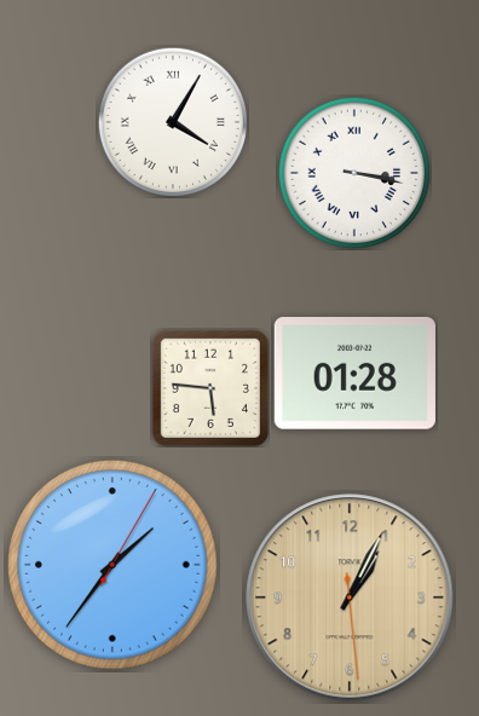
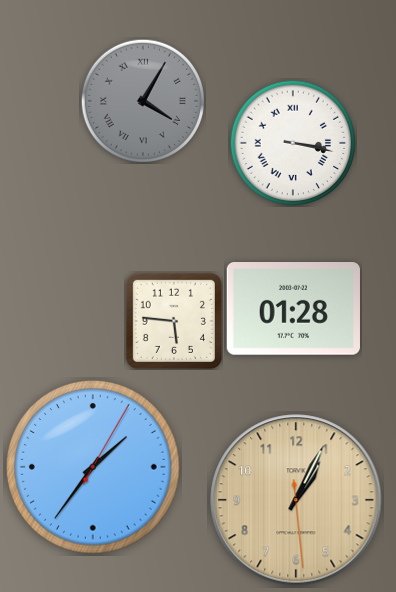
clock at (172, 121) dial: white -> grey
clock at (350, 597) position: (350, 597) -> (296, 500)
